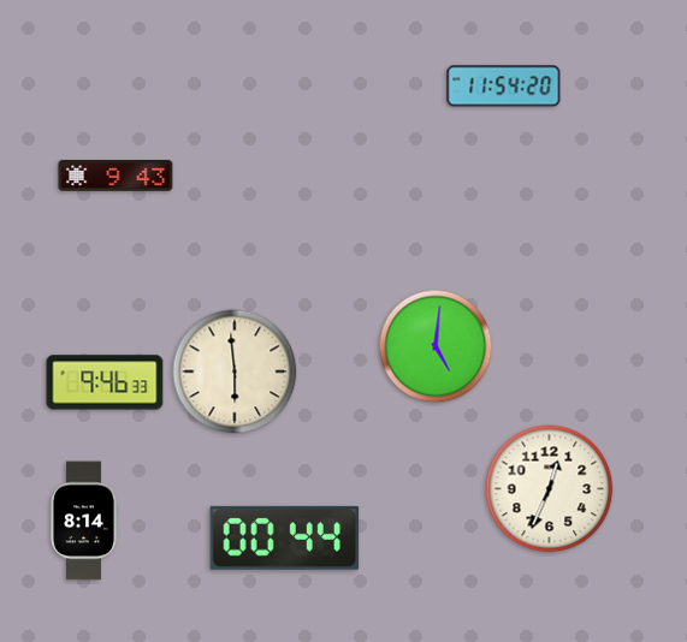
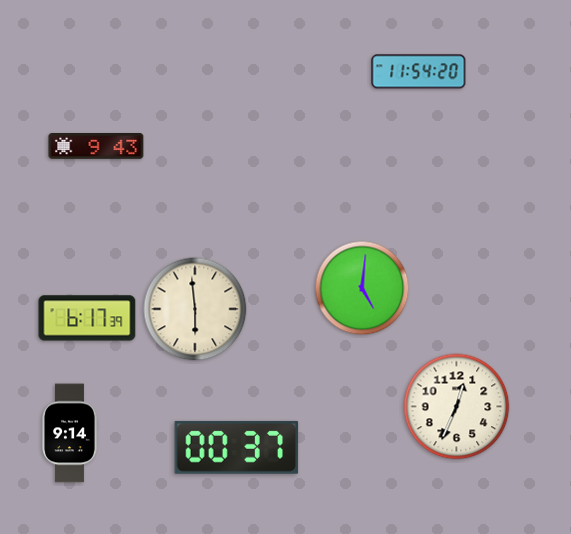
clock at (105, 382): 9:46 -> 6:17
clock at (84, 521): 8:14 -> 9:14
clock at (285, 537): 00:44 -> 00:37
